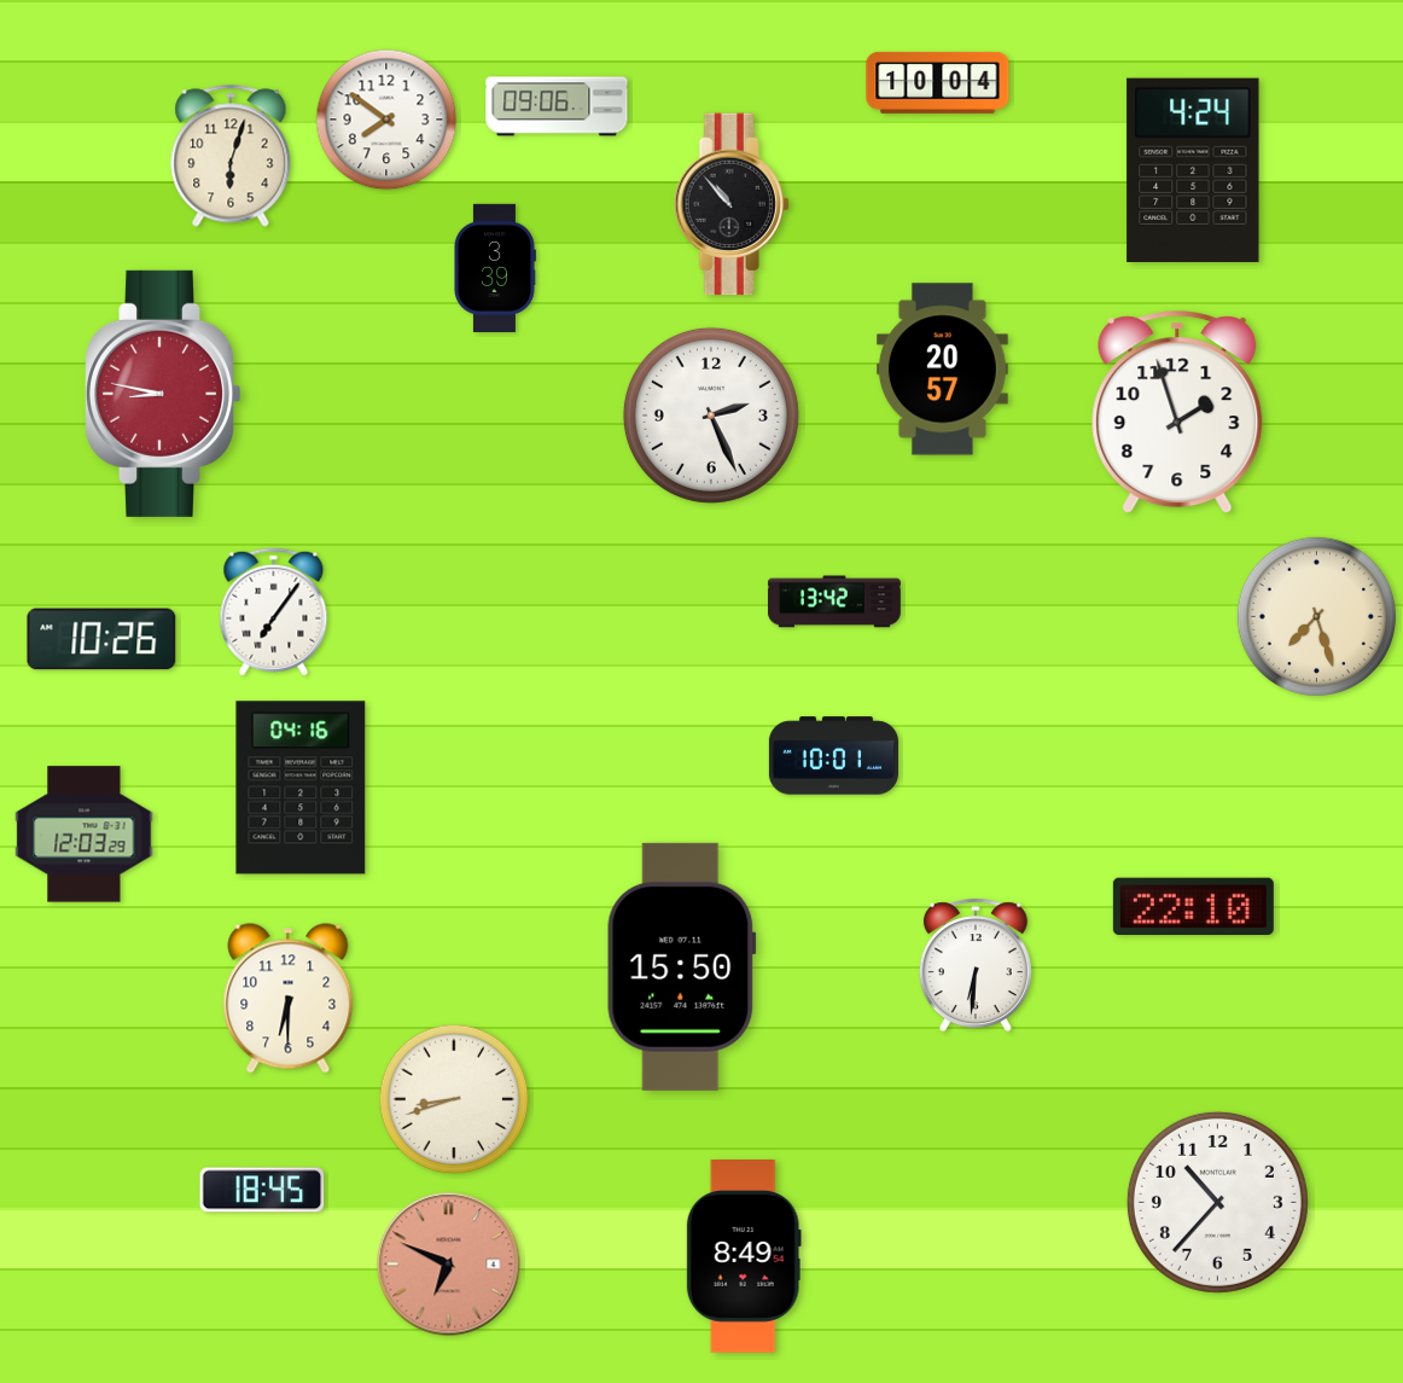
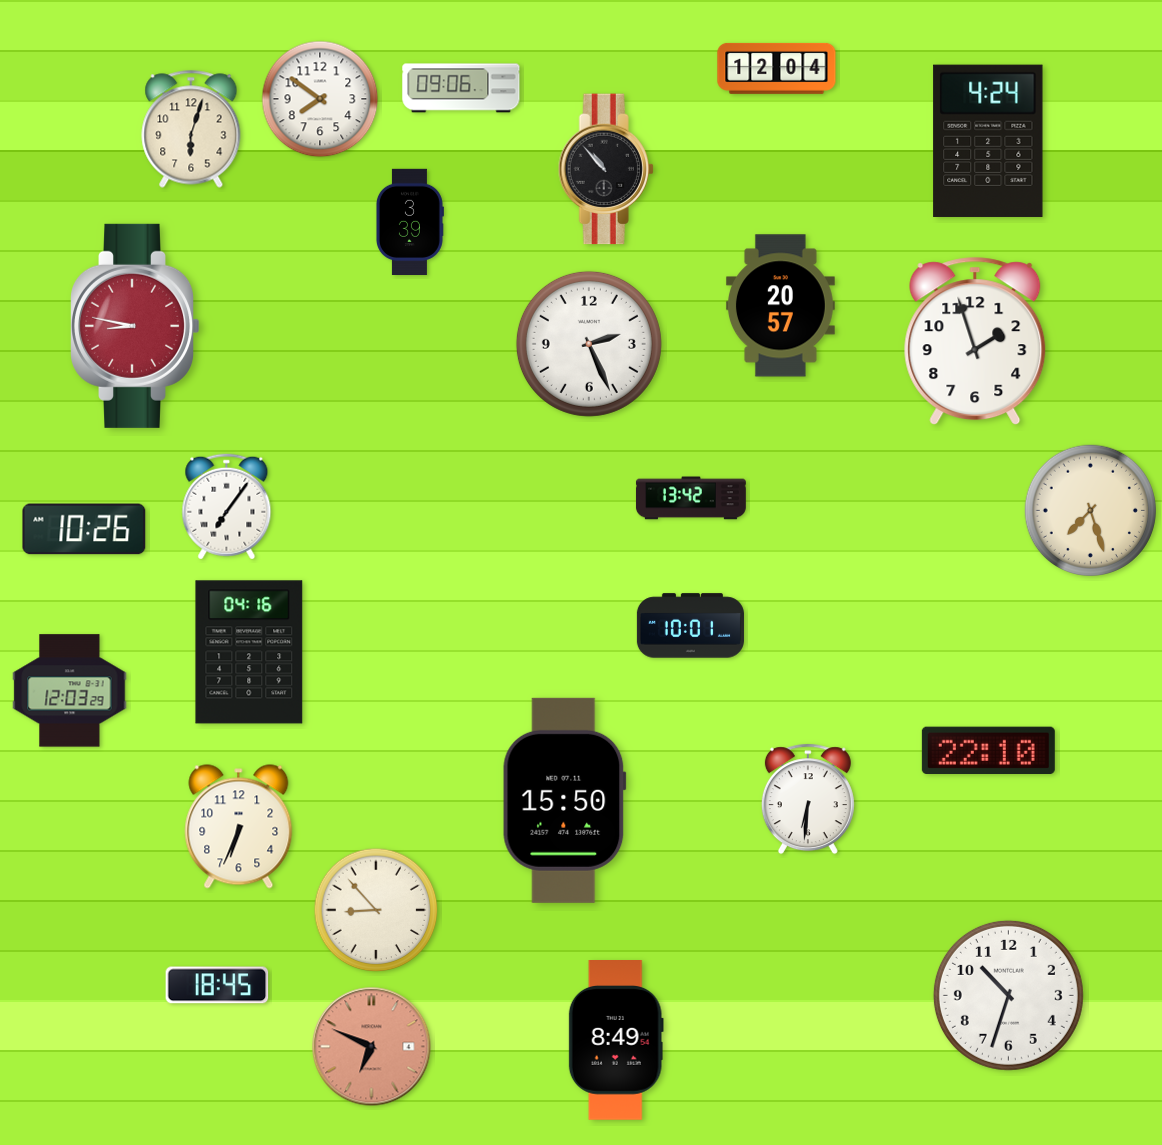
clock at (938, 82): 10:04 -> 12:04
clock at (289, 999): 6:30 -> 6:34
clock at (454, 1099): 8:42 -> 8:53
clock at (1217, 1202): 10:37 -> 10:33
